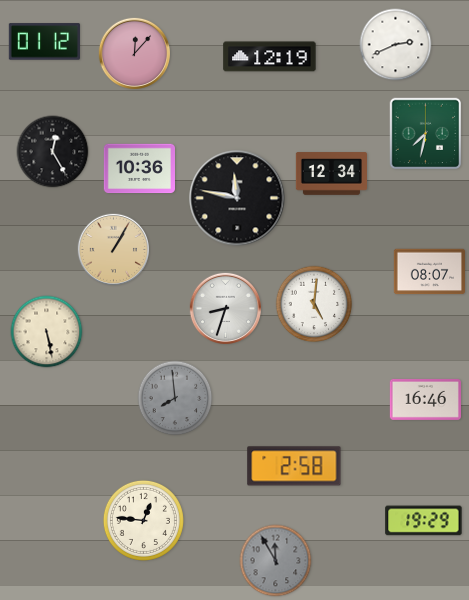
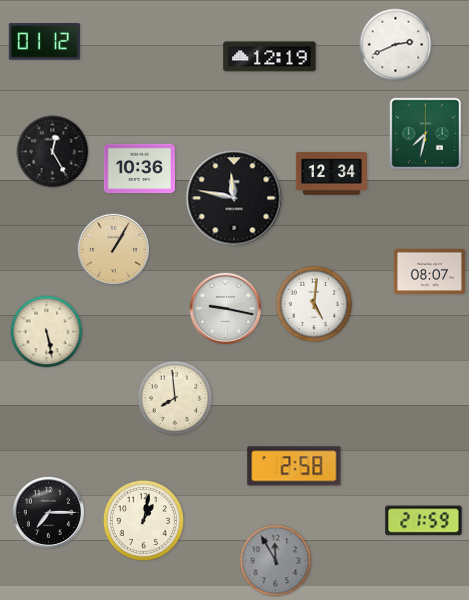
clock at (134, 53): 12:07 -> none
clock at (237, 198) position: (237, 198) -> (234, 198)
clock at (225, 308): 8:33 -> 9:17
clock at (175, 398) dial: grey -> cream
clock at (425, 399): 16:46 -> none
clock at (48, 512): none -> 7:15
clock at (143, 520): 12:46 -> 1:02
clock at (424, 521): 19:29 -> 21:59
